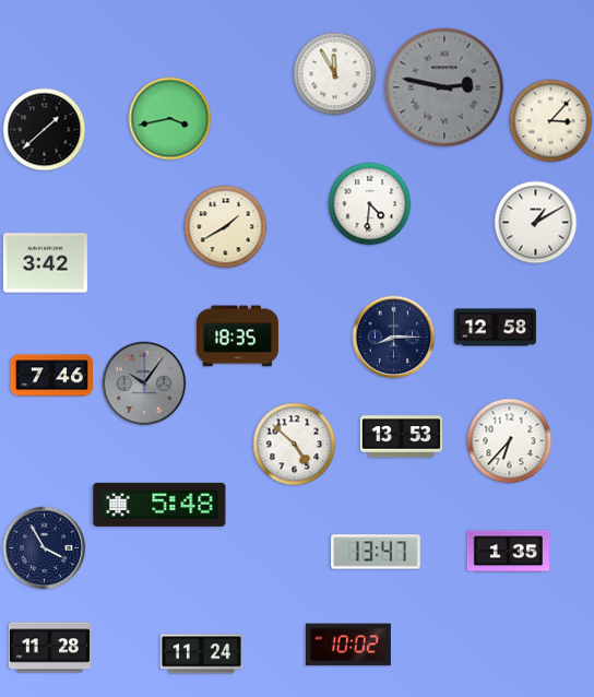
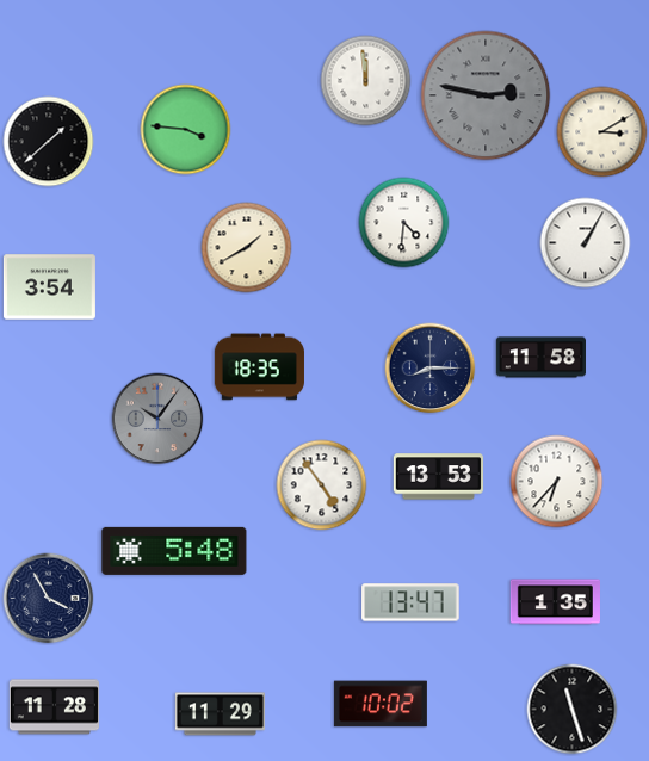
clock at (335, 74): 11:55 -> 11:59
clock at (170, 119): 3:43 -> 3:46
clock at (551, 121): 3:07 -> 3:10
clock at (536, 223): 1:10 -> 1:05
clock at (45, 263): 3:42 -> 3:54
clock at (495, 328): 12:58 -> 11:58
clock at (51, 376): 7:46 -> none
clock at (295, 445): 4:52 -> 4:54
clock at (573, 710): none -> 11:27
clock at (201, 654): 11:24 -> 11:29
